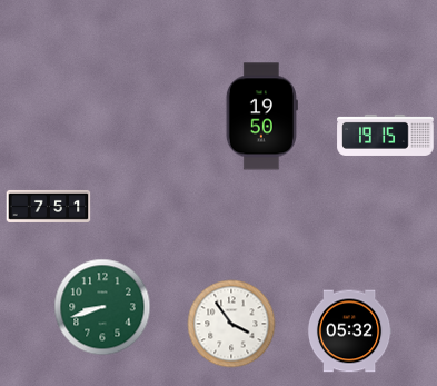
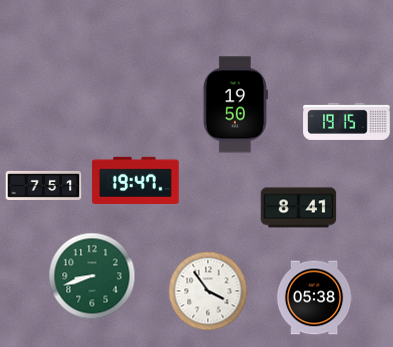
clock at (136, 180): none -> 19:47
clock at (299, 208): none -> 8:41
clock at (349, 331): 05:32 -> 05:38
